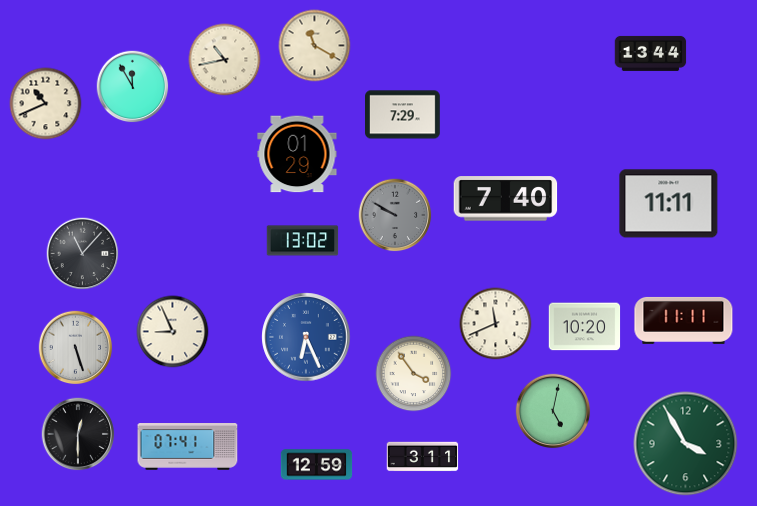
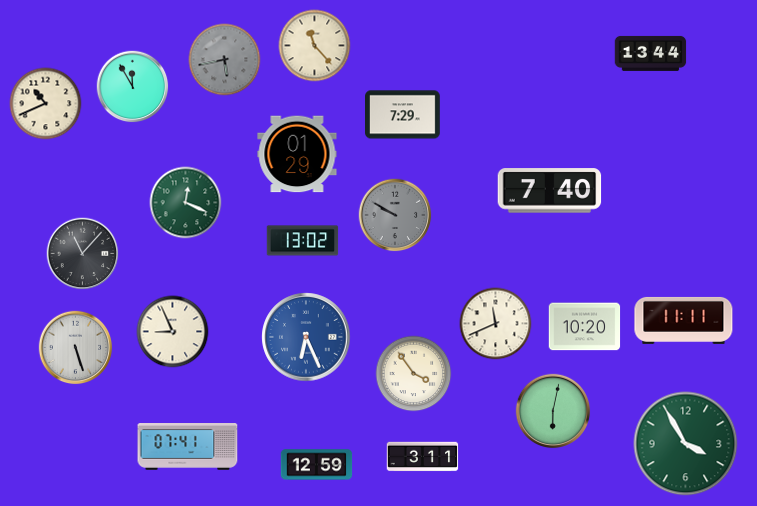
clock at (315, 46): 11:20 -> 11:23
clock at (225, 60): 10:43 -> 5:43
clock at (225, 60) dial: cream -> grey
clock at (506, 199) position: (506, 199) -> (550, 191)
clock at (186, 203): none -> 12:19
clock at (669, 204): 11:11 -> none
clock at (553, 411): 5:02 -> 6:02
clock at (78, 434): 12:30 -> none
